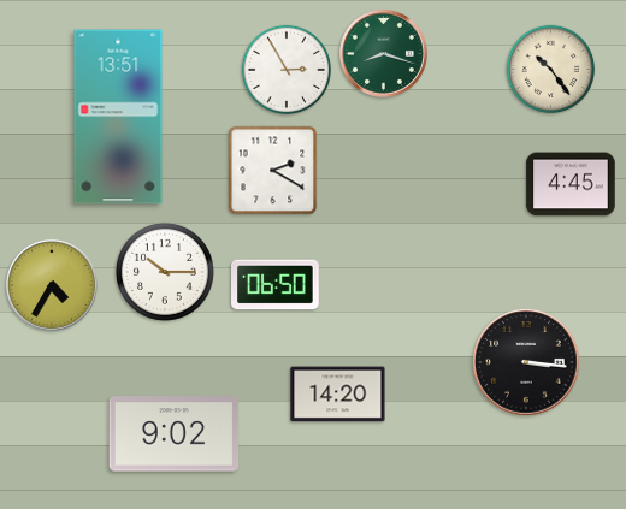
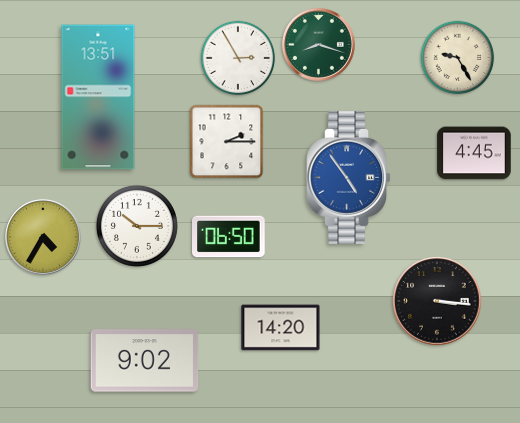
clock at (551, 70): 10:24 -> 9:25
clock at (273, 171): 2:20 -> 2:15
clock at (349, 178): none -> 4:54
